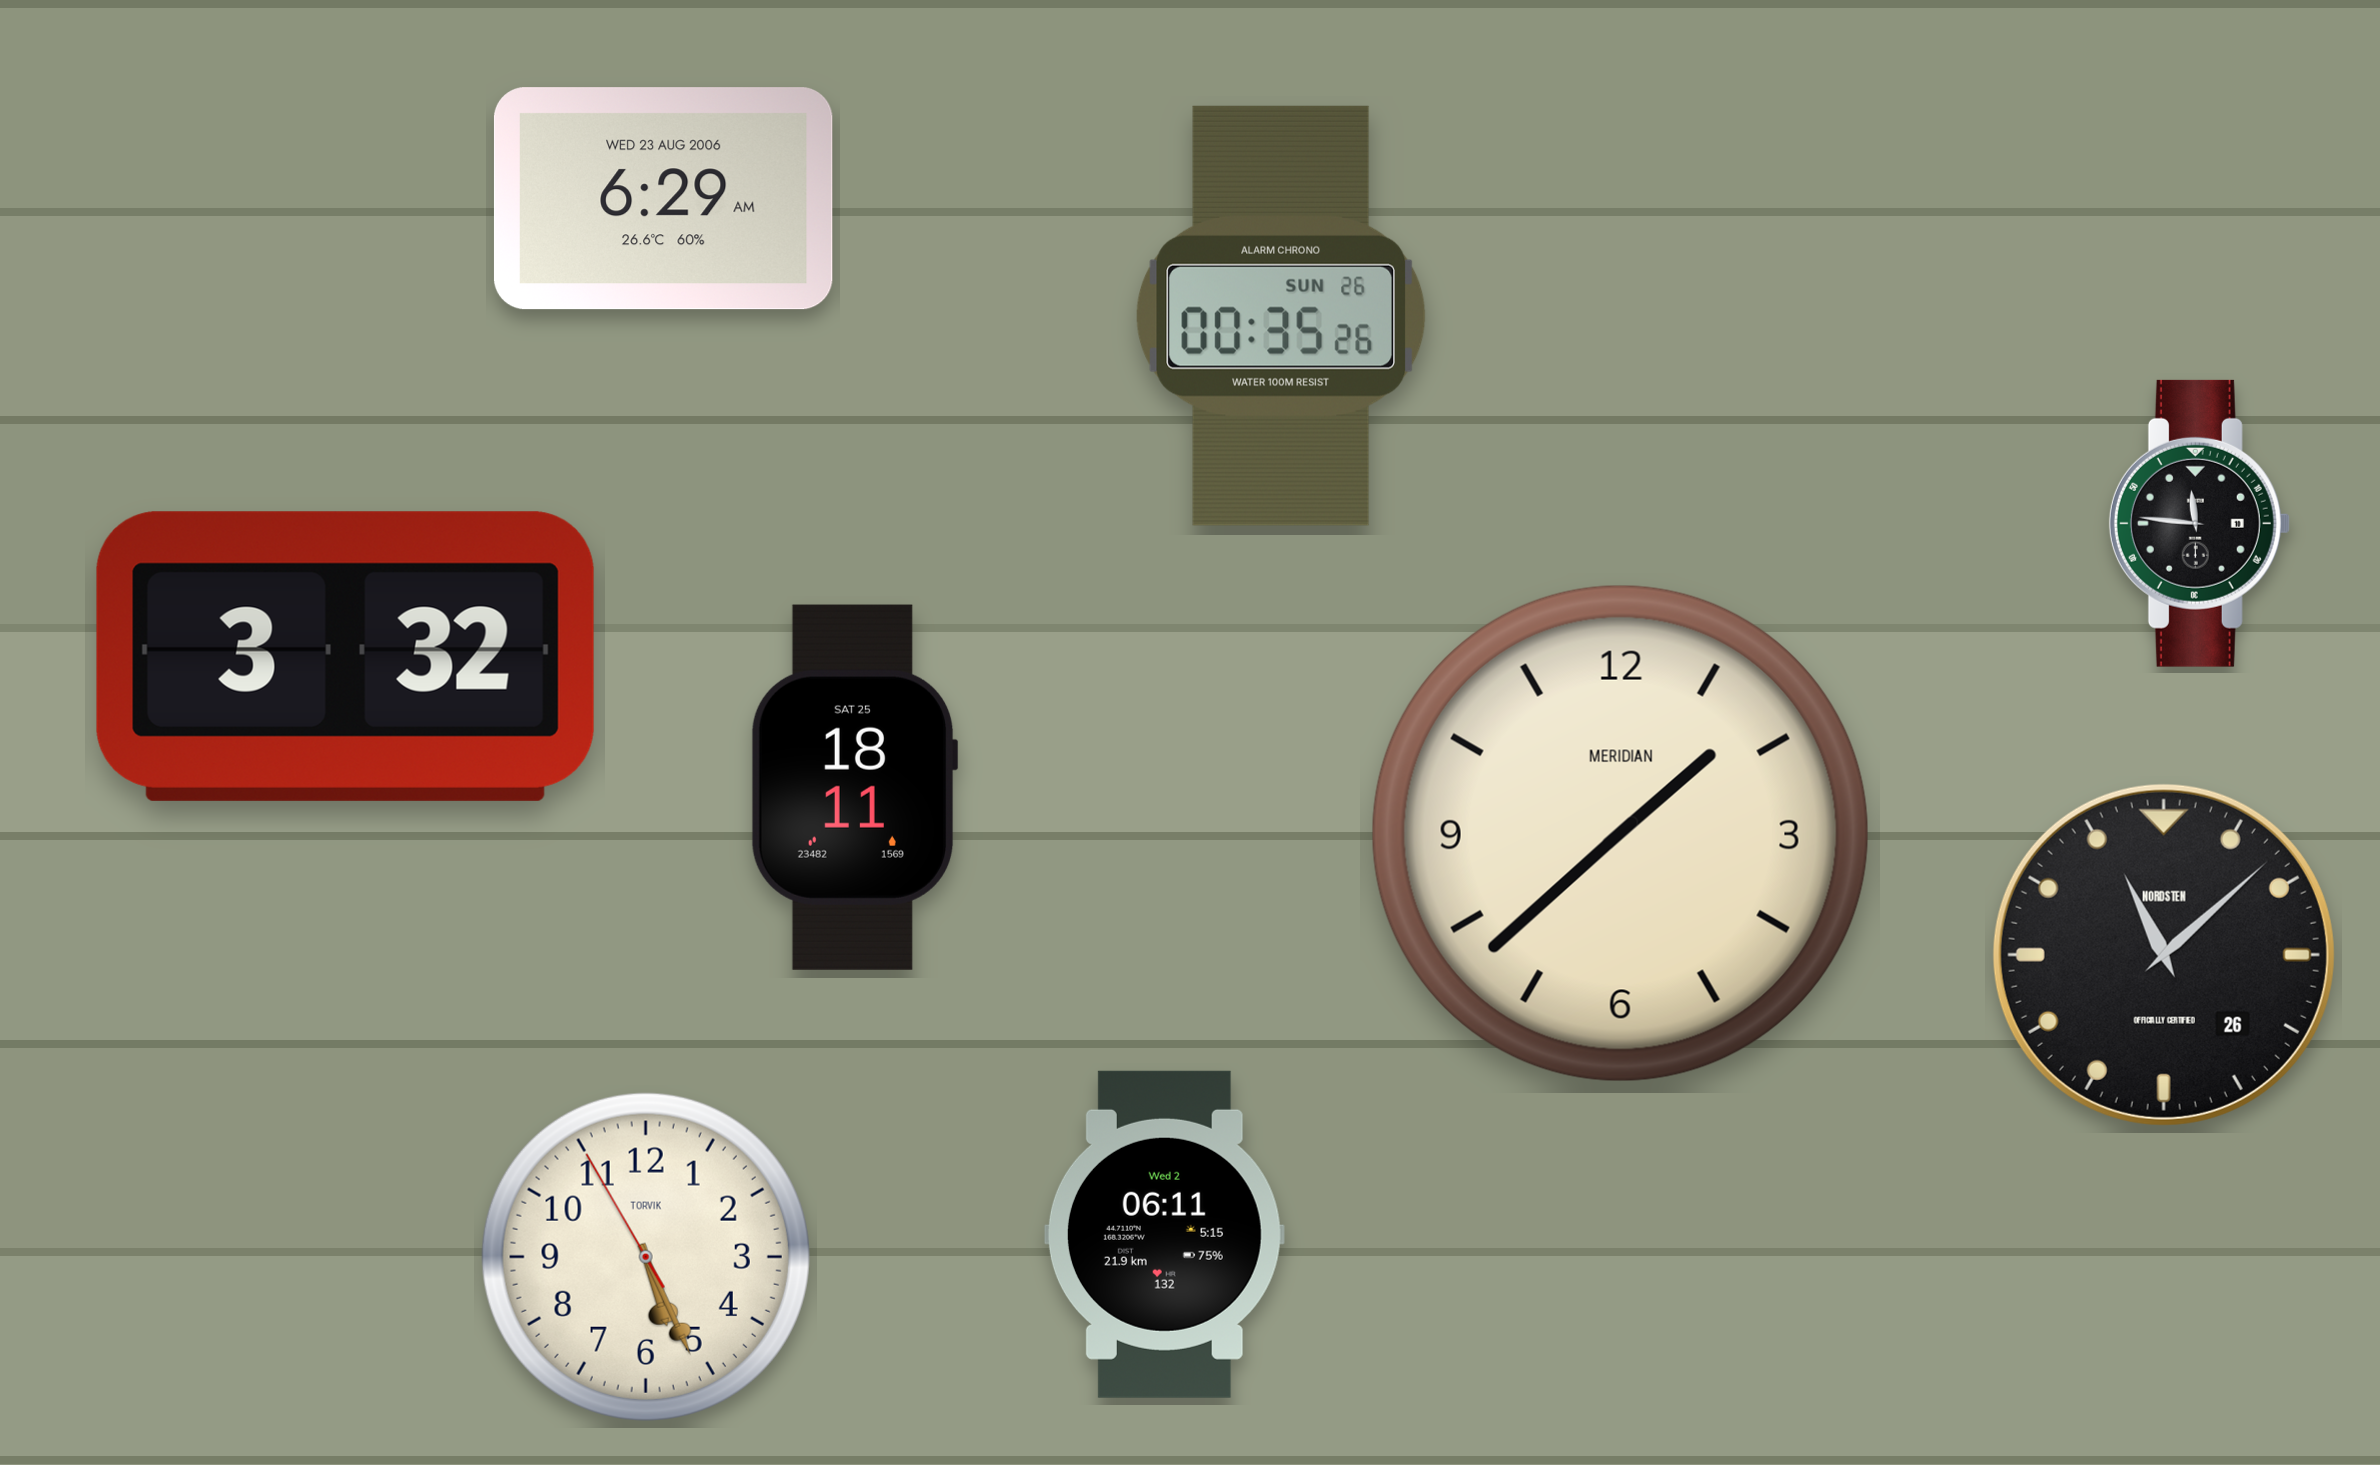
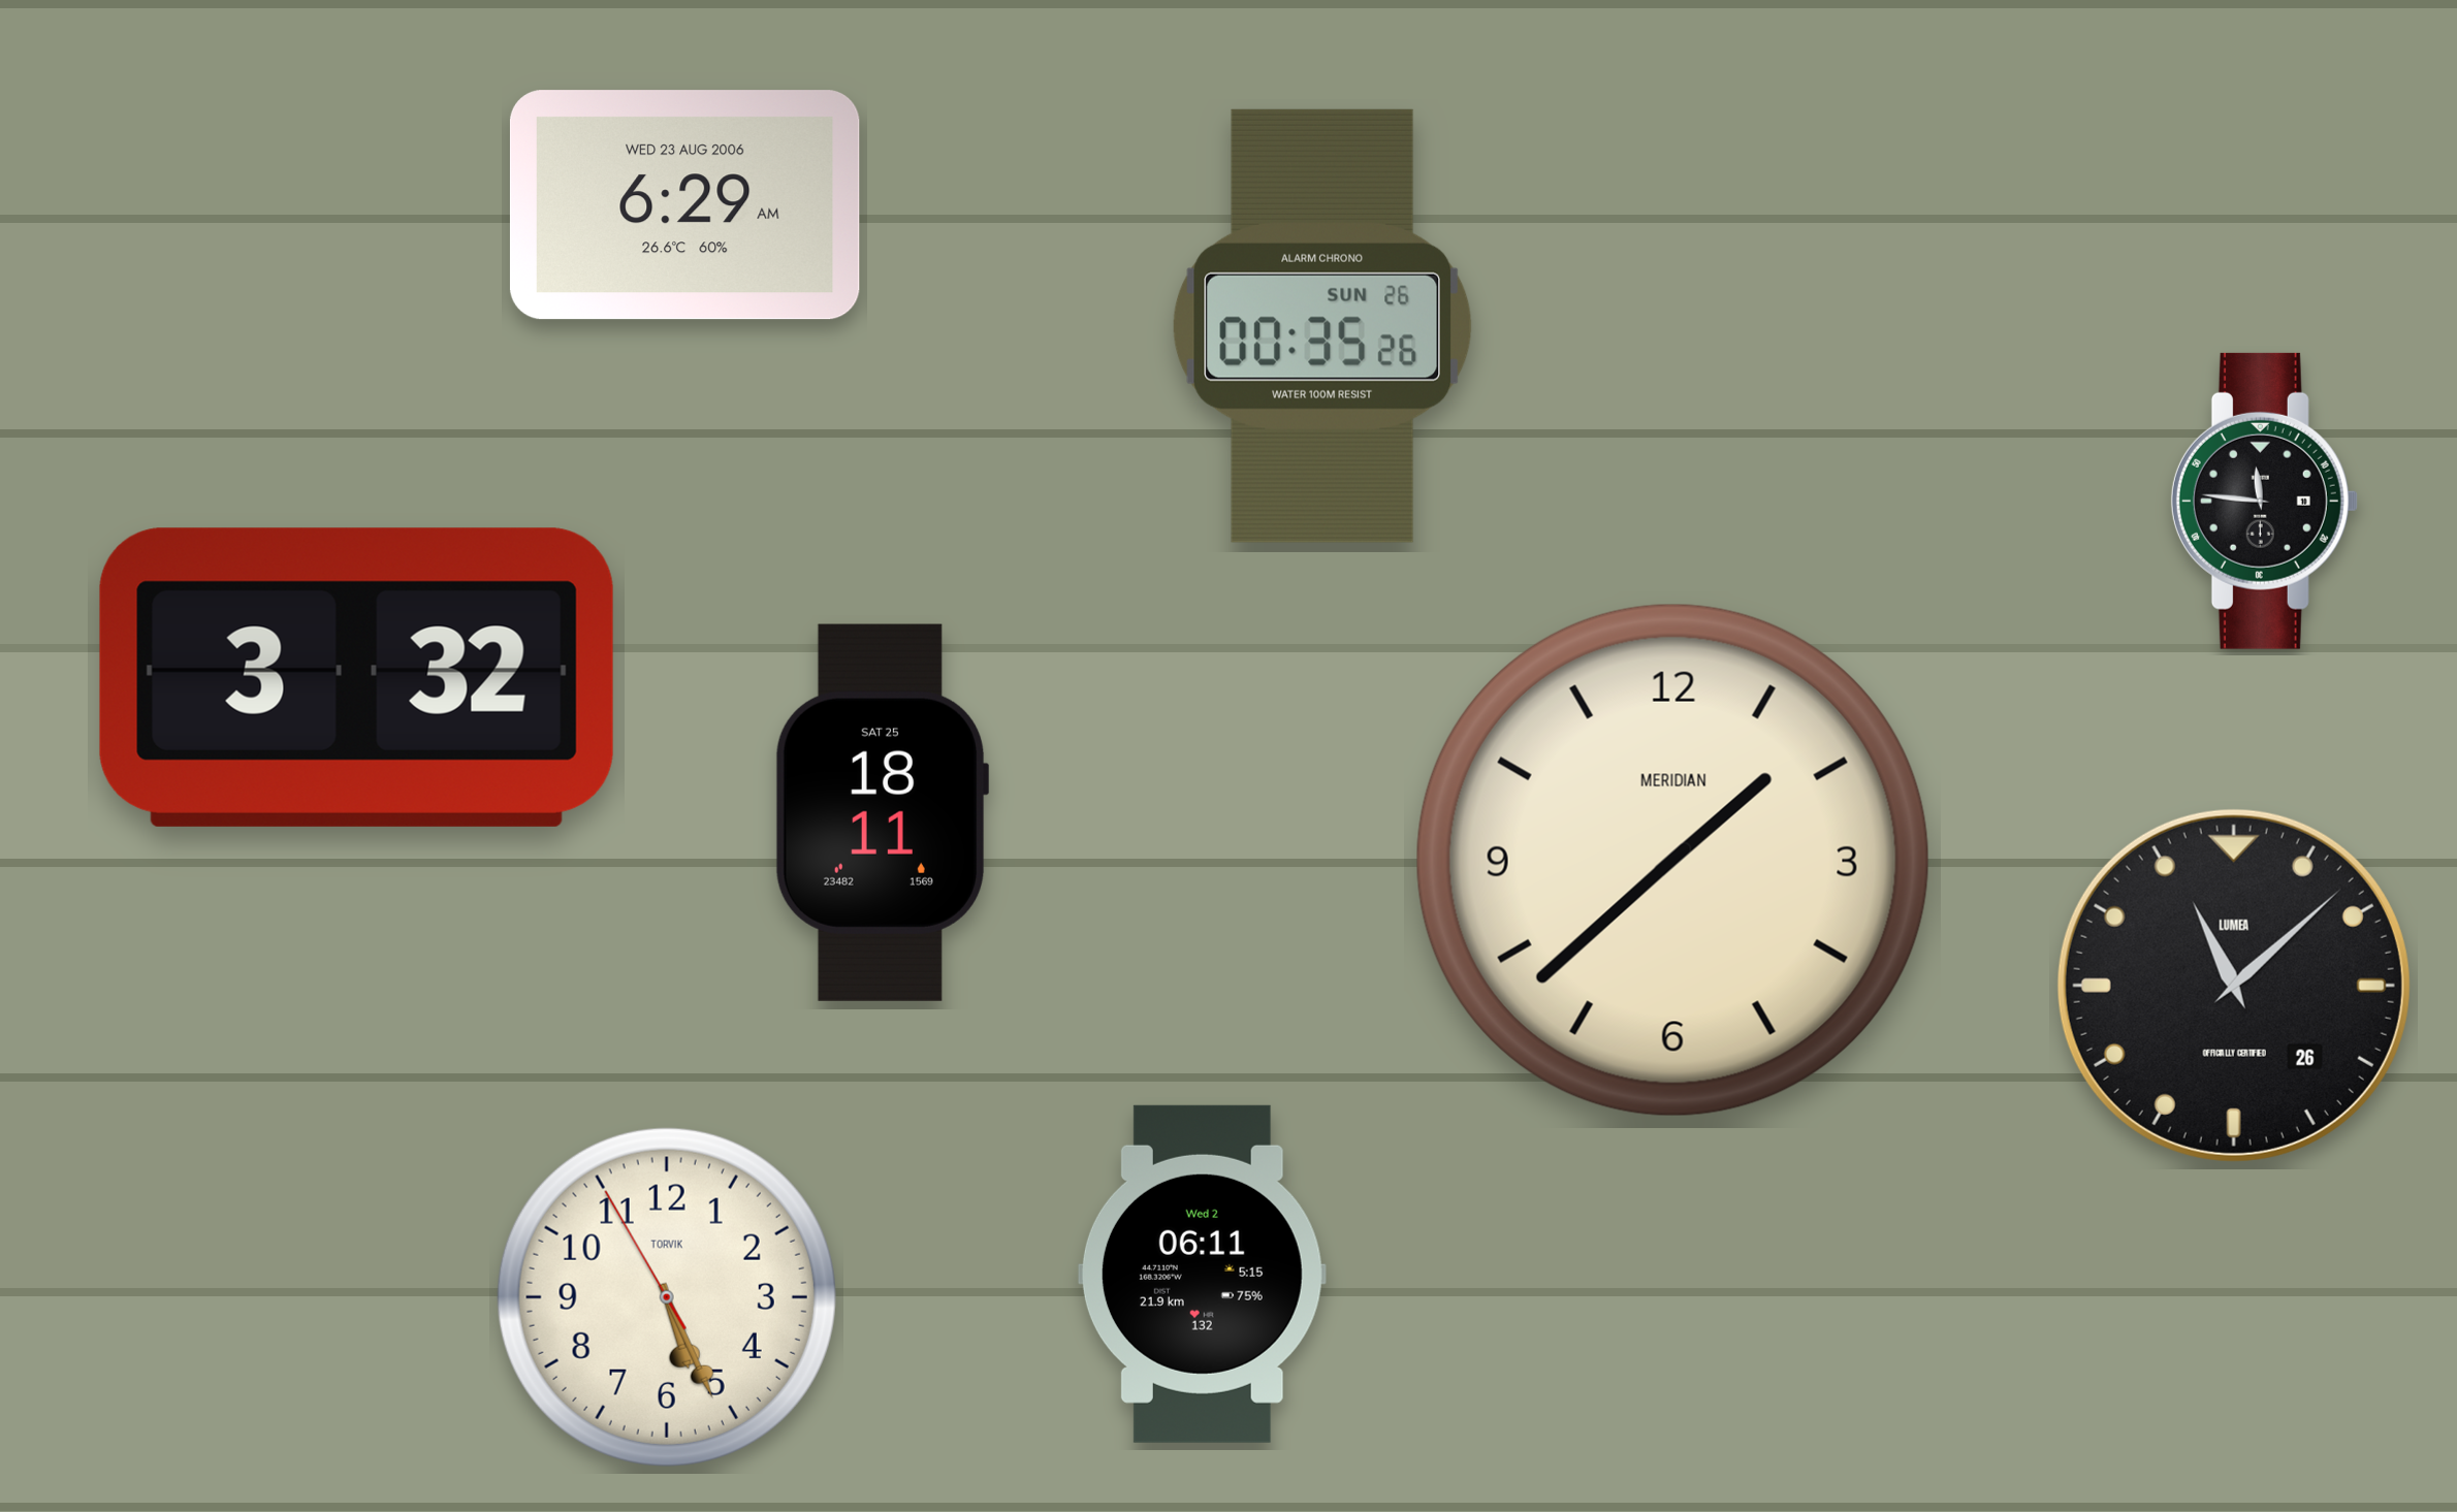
clock at (2199, 523) position: (2199, 523) -> (2264, 501)
clock at (2164, 955) brand: NORDSTEN -> LUMEA
